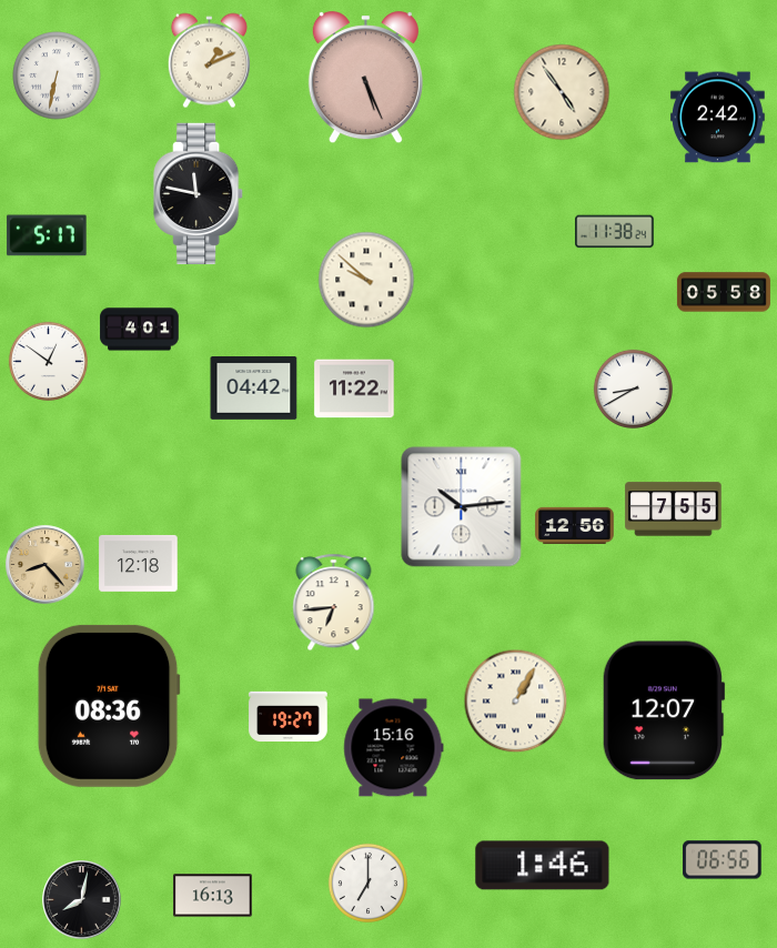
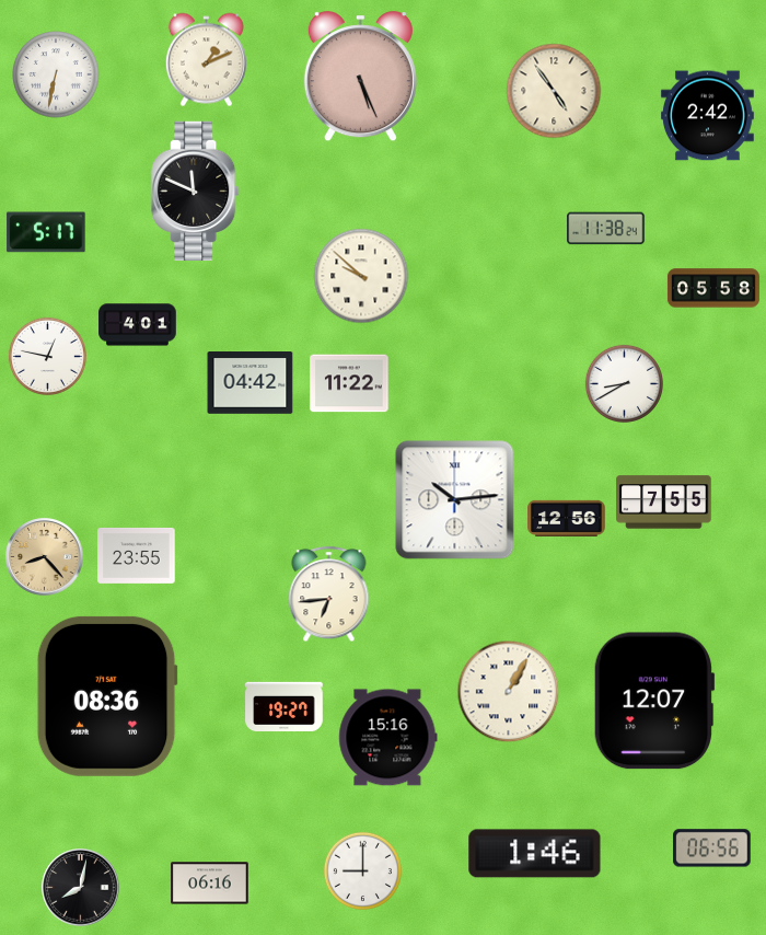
clock at (199, 193): 11:47 -> 11:49
clock at (48, 361): 12:51 -> 12:47
clock at (139, 563): 12:18 -> 23:55
clock at (367, 883): 7:00 -> 9:00
clock at (213, 896): 16:13 -> 06:16
